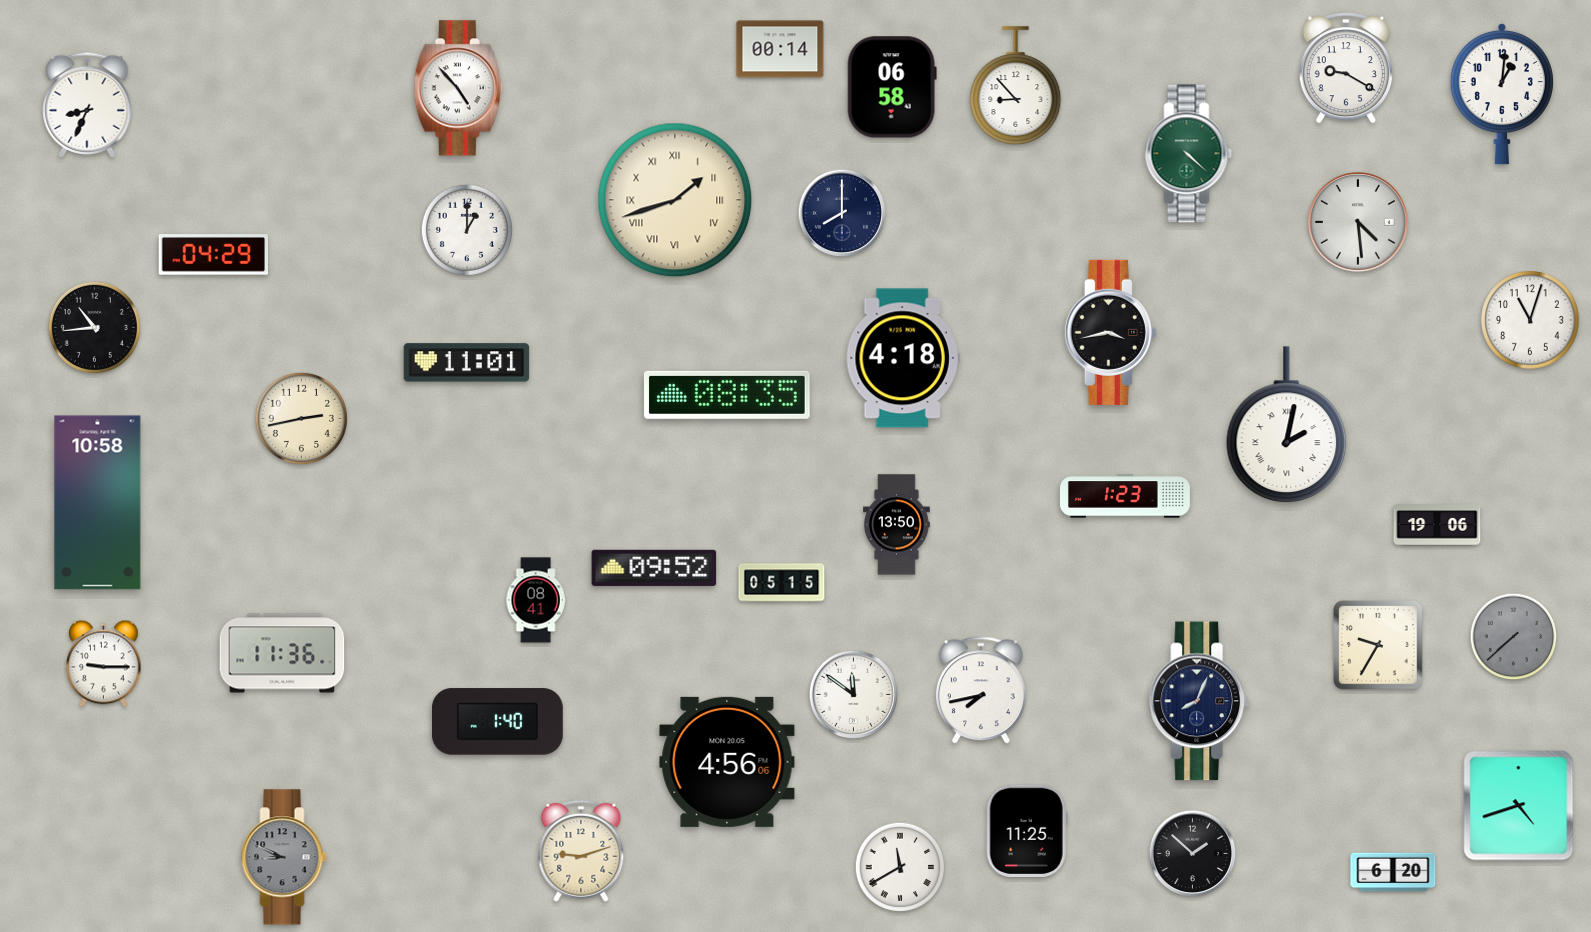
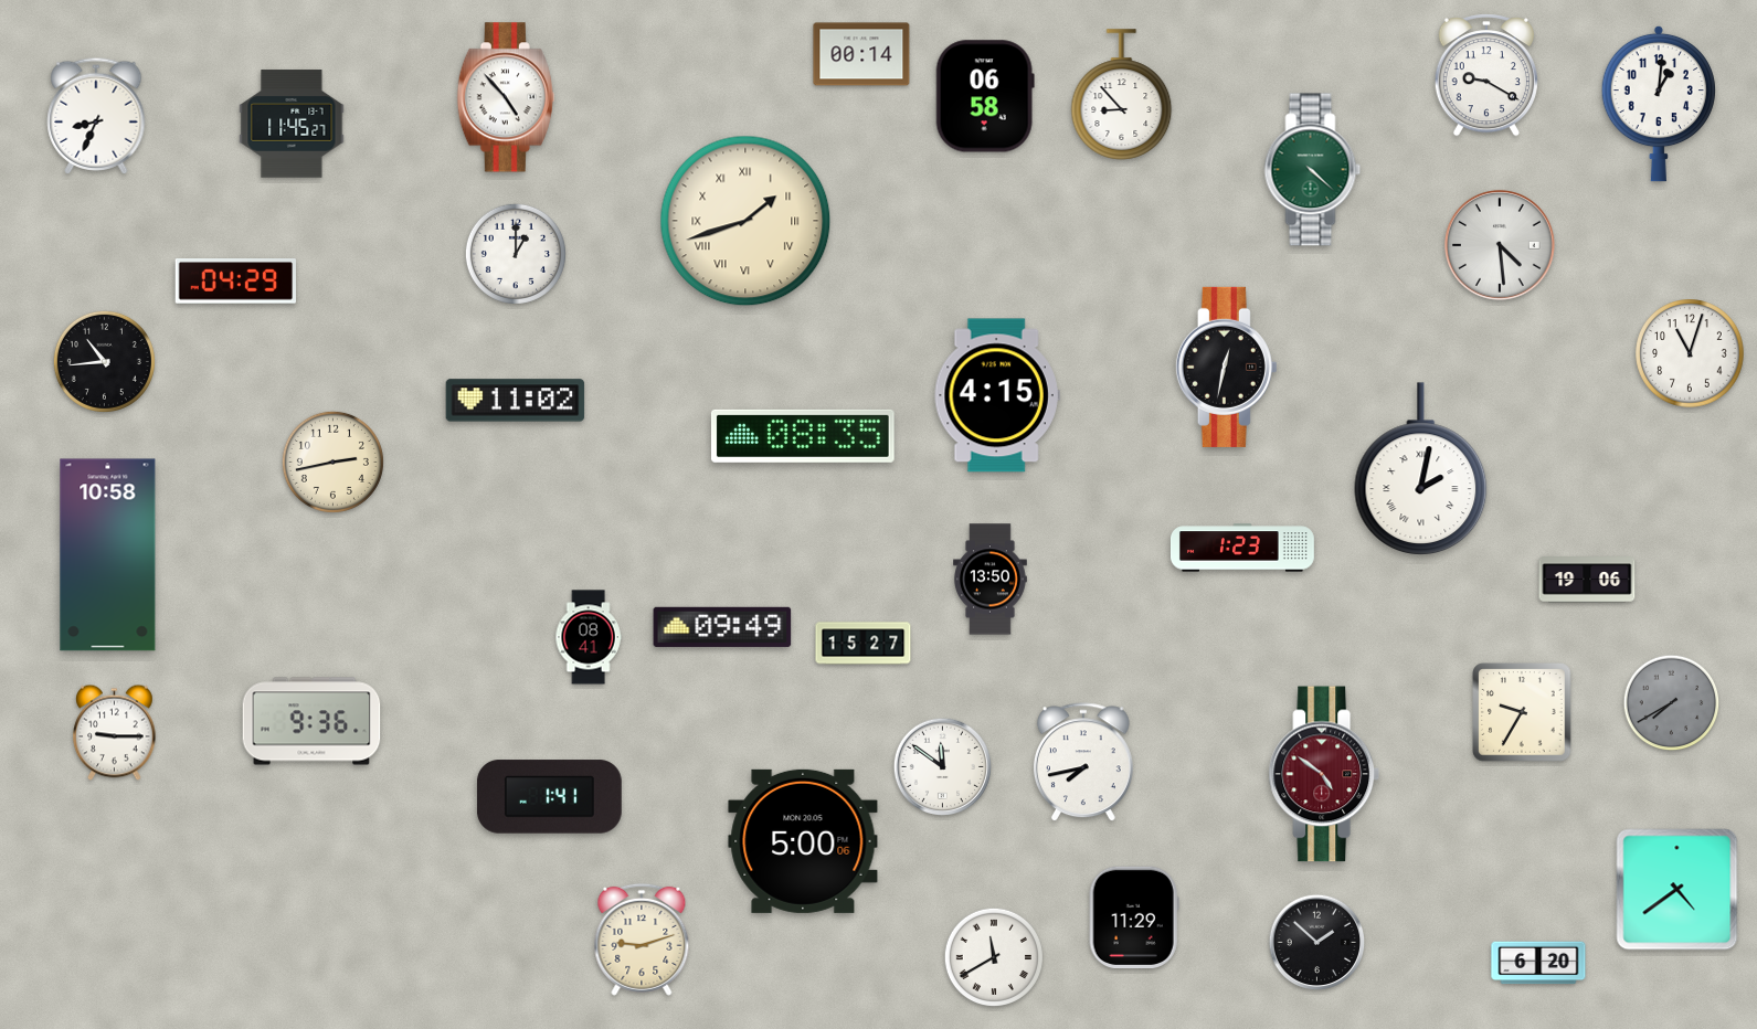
clock at (292, 124): none -> 11:45
clock at (842, 213): 8:00 -> none
clock at (1110, 332): 3:43 -> 12:32
clock at (903, 358): 4:18 -> 4:15
clock at (467, 363): 11:01 -> 11:02
clock at (654, 568): 09:52 -> 09:49
clock at (782, 583): 05:15 -> 15:27
clock at (536, 600) position: (536, 600) -> (589, 637)
clock at (1514, 637): 7:38 -> 7:40
clock at (282, 653): 11:36 -> 9:36
clock at (1199, 701): 8:04 -> 4:51
clock at (1199, 701) dial: navy -> burgundy
clock at (497, 722): 1:40 -> 1:41
clock at (727, 762): 4:56 -> 5:00
clock at (1519, 806): 4:42 -> 4:39
clock at (1027, 830): 11:25 -> 11:29
clock at (284, 857): 8:49 -> none
